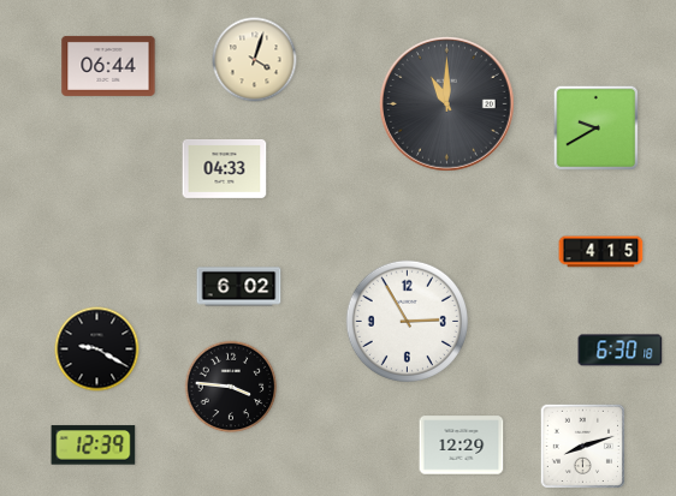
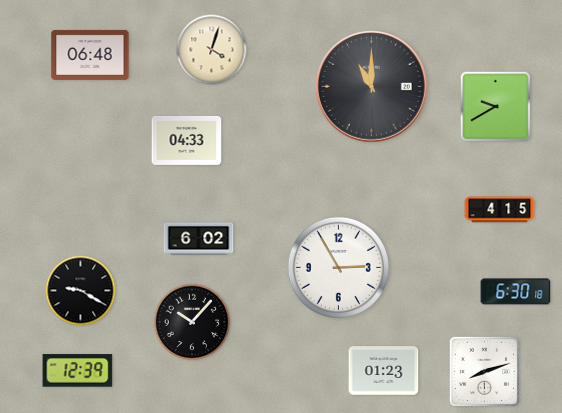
clock at (108, 66): 06:44 -> 06:48
clock at (231, 387): 3:46 -> 10:07
clock at (462, 446): 12:29 -> 01:23
